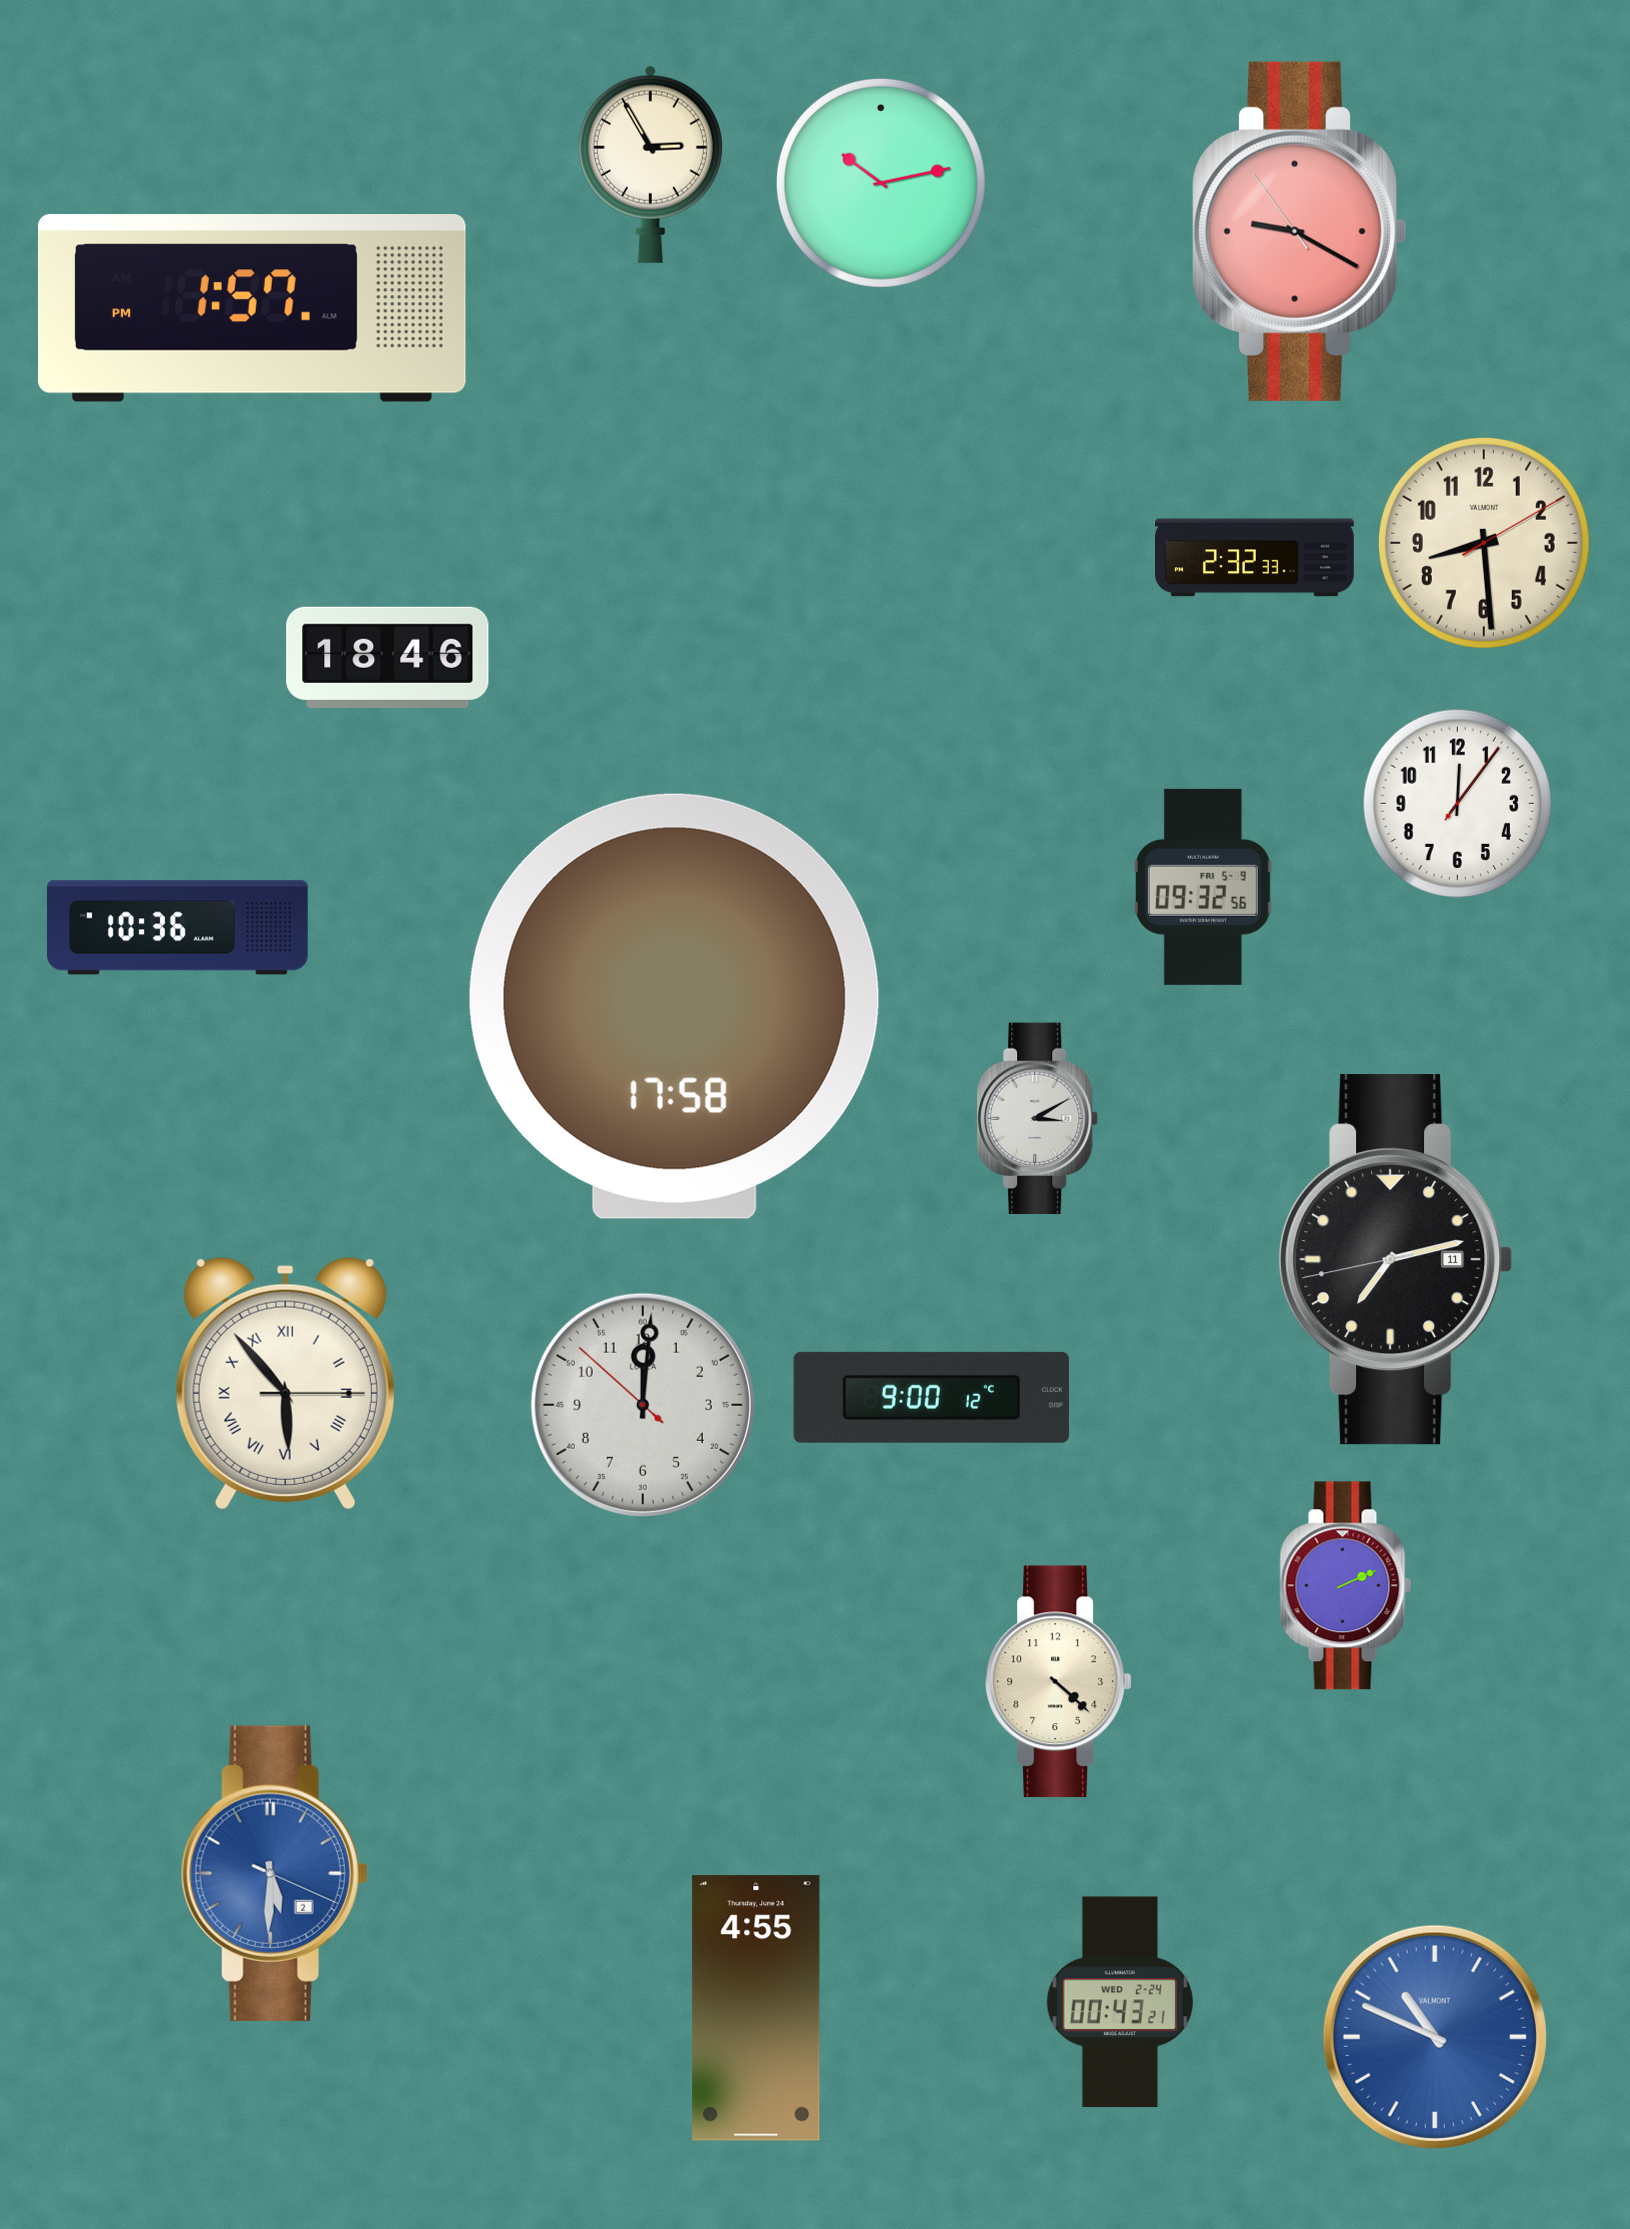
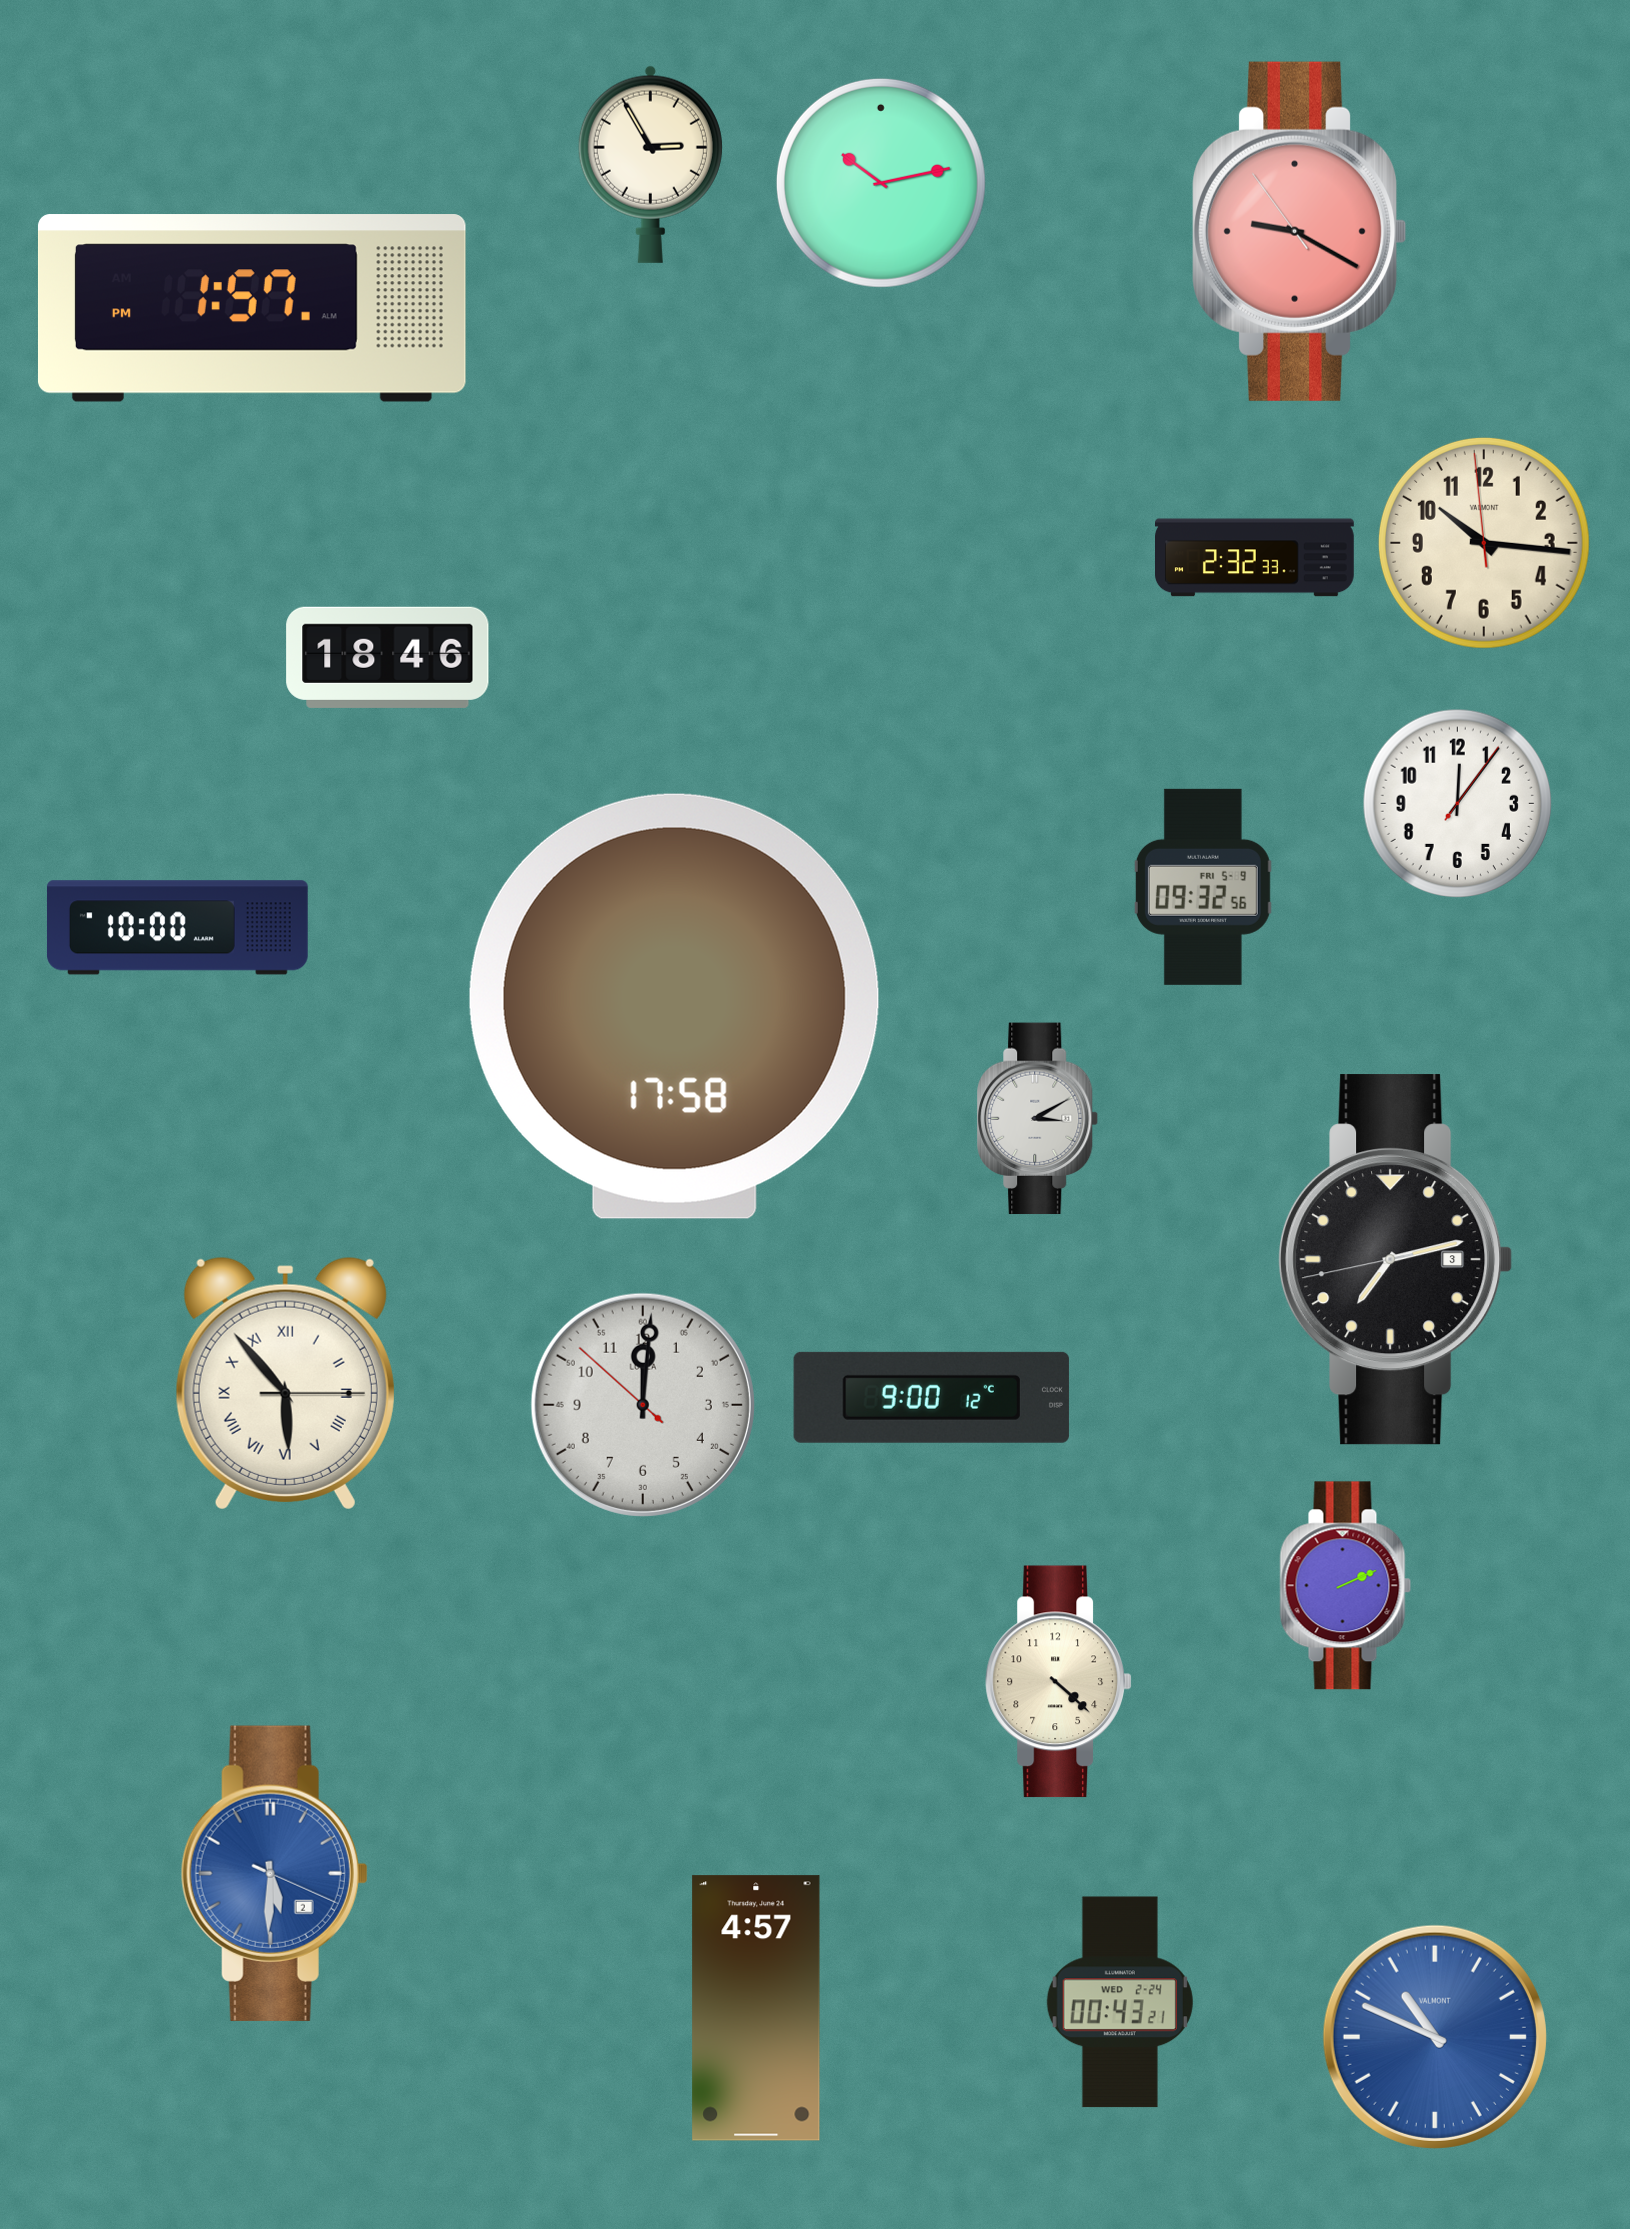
clock at (1484, 543): 8:29 -> 10:15
clock at (177, 928): 10:36 -> 10:00
clock at (1396, 1260) date: 11 -> 3
clock at (756, 2008): 4:55 -> 4:57
